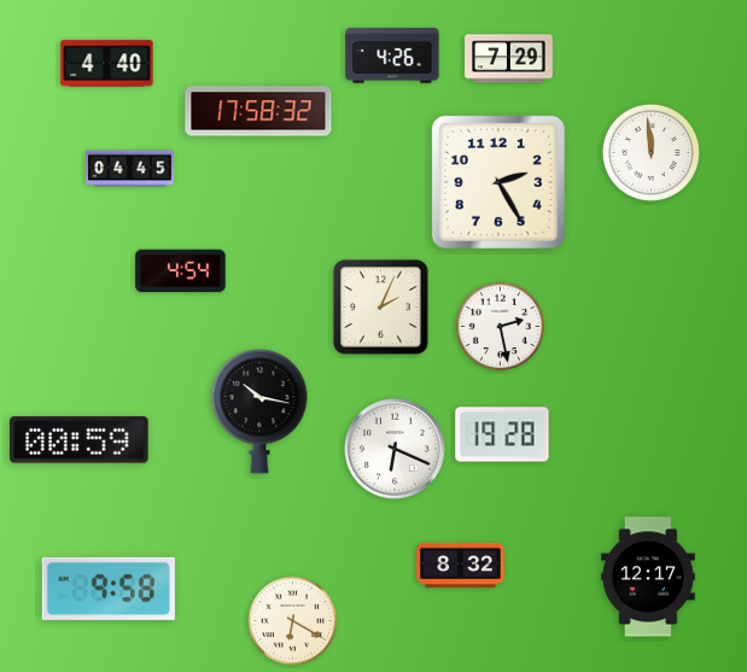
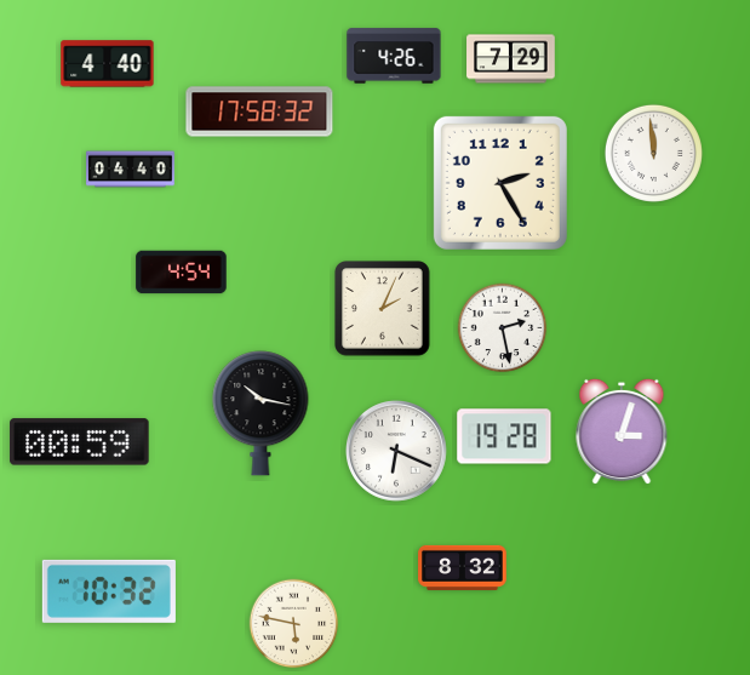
clock at (130, 169): 04:45 -> 04:40
clock at (622, 431): none -> 3:03
clock at (648, 577): 12:17 -> none
clock at (109, 589): 9:58 -> 10:32
clock at (293, 621): 6:20 -> 5:47
